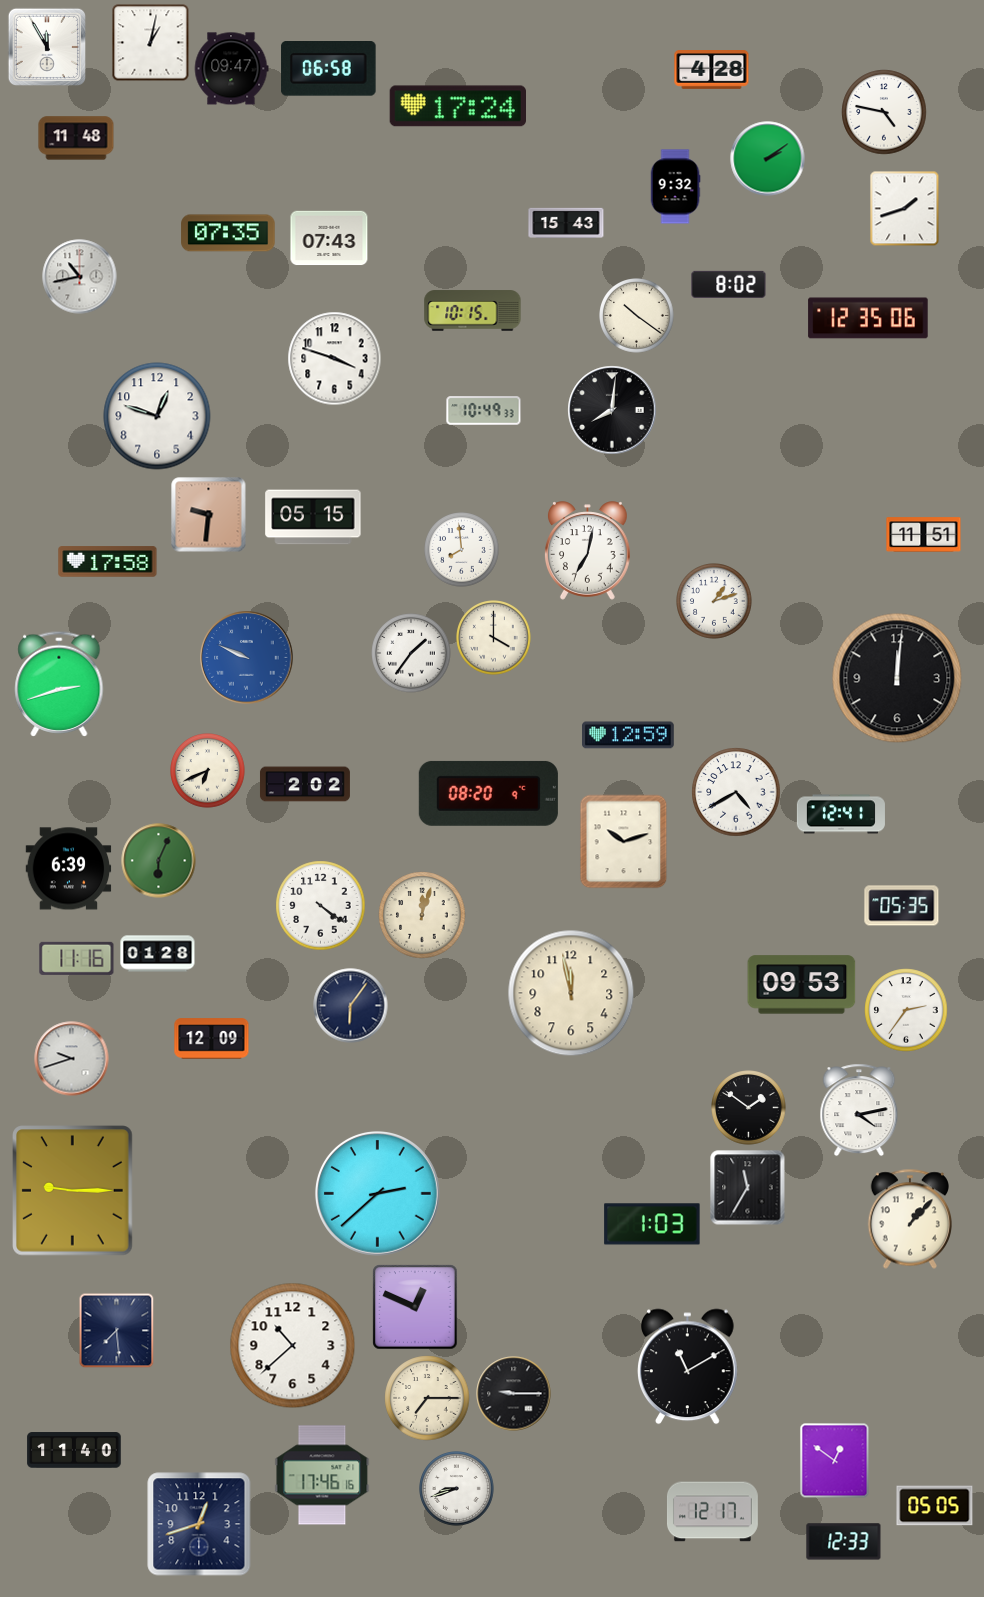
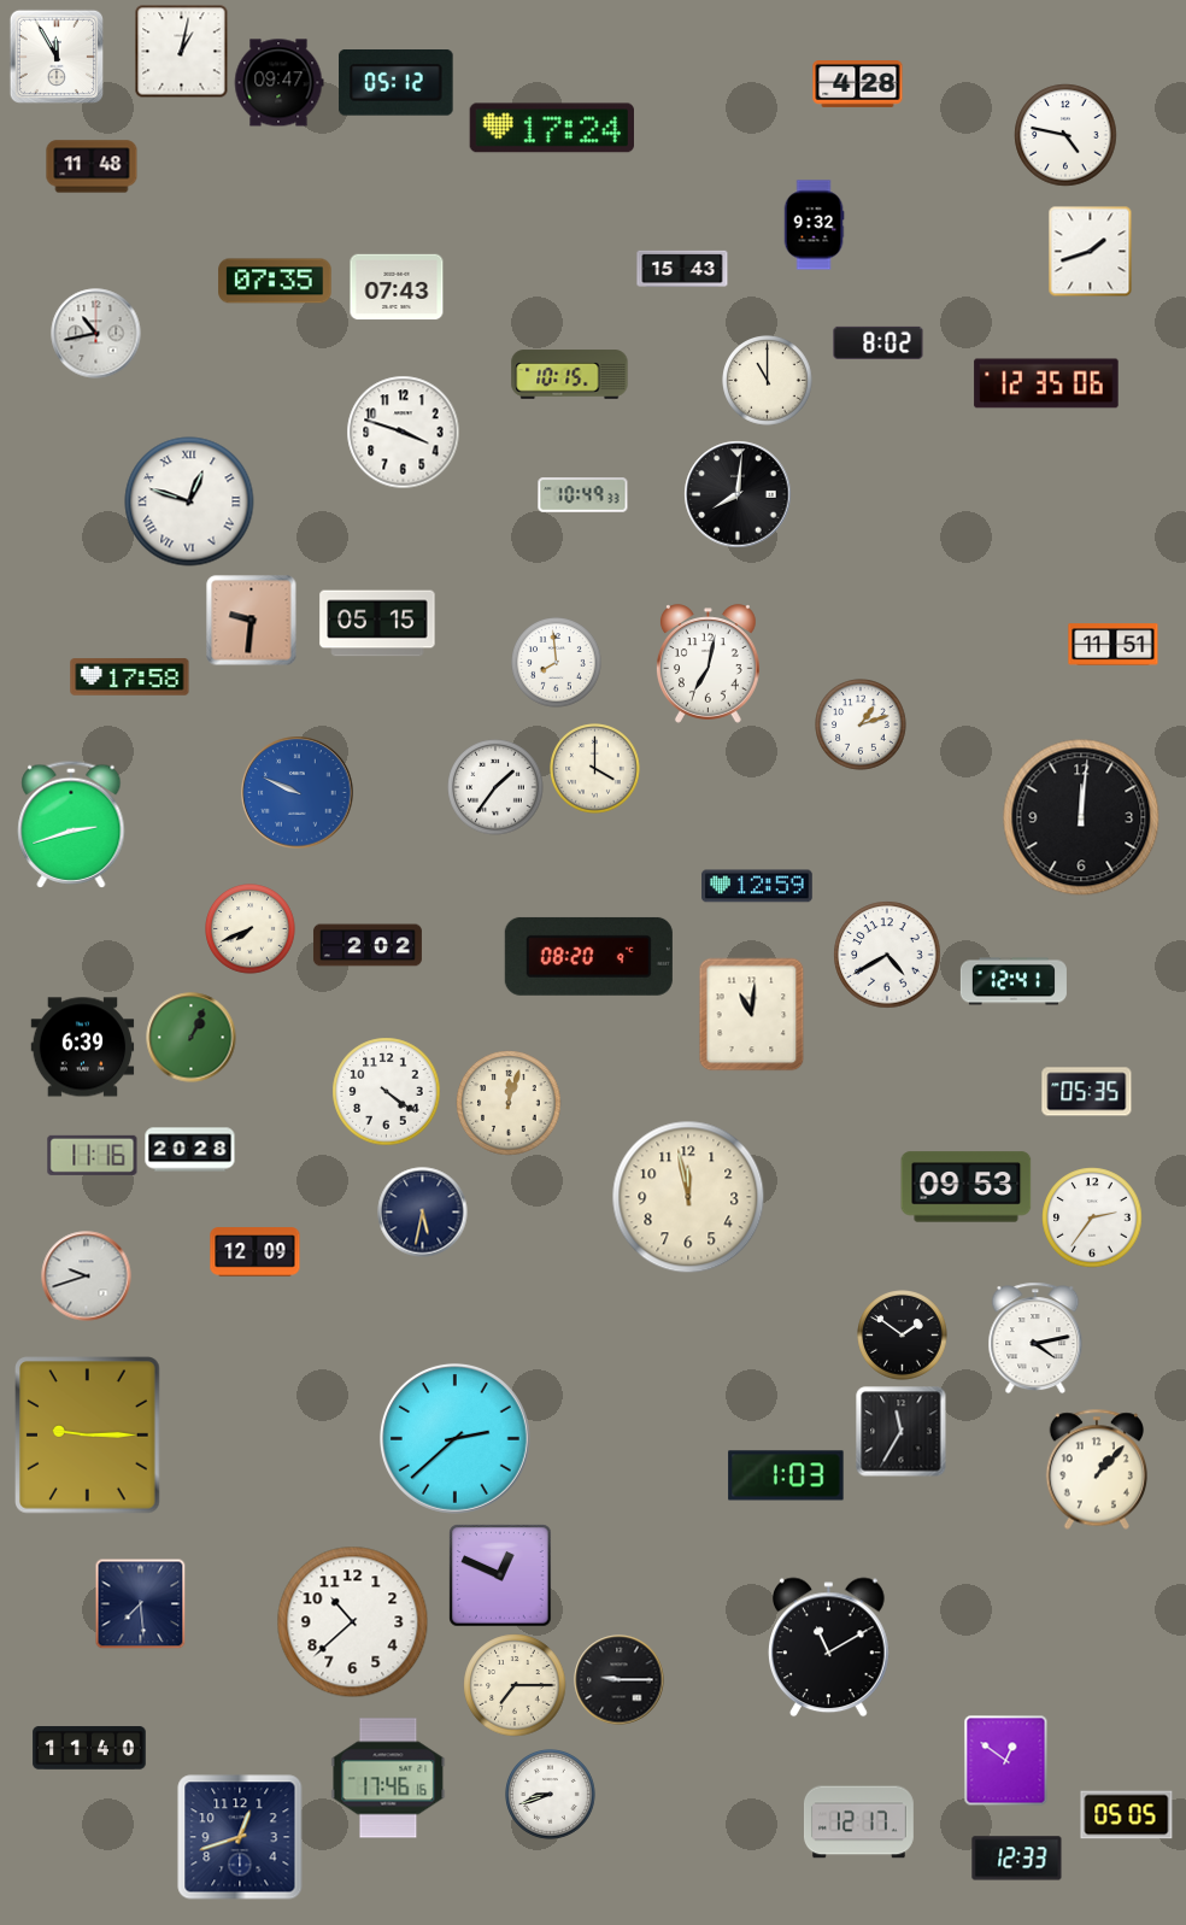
clock at (329, 69): 06:58 -> 05:12
clock at (768, 159): 2:09 -> none
clock at (637, 316): 10:21 -> 11:00
clock at (157, 416) numerals: Arabic -> Roman
clock at (208, 771): 6:41 -> 7:41
clock at (624, 842): 10:12 -> 11:01
clock at (159, 861): 6:04 -> 1:04
clock at (158, 954): 01:28 -> 20:28
clock at (351, 1006): 6:06 -> 5:32
